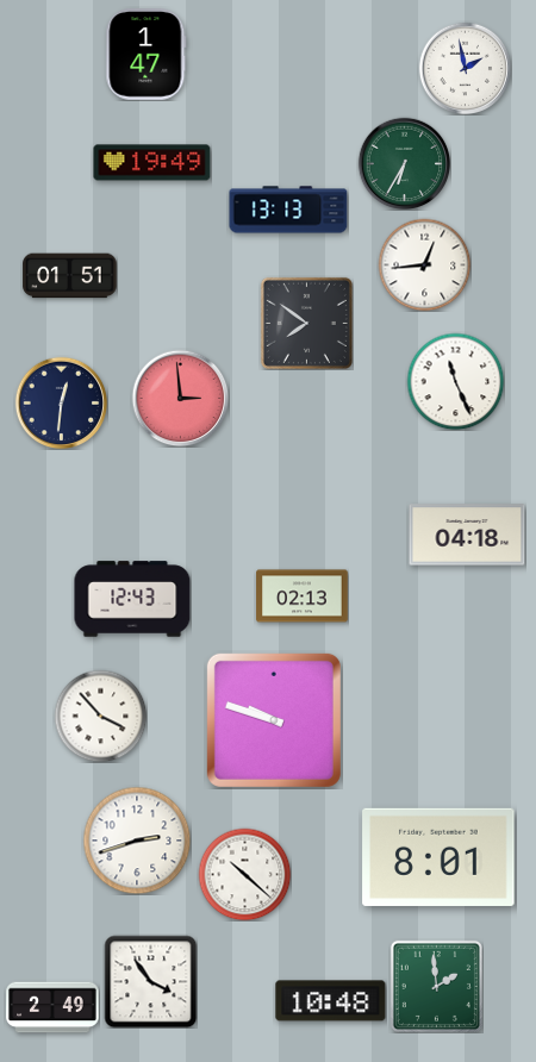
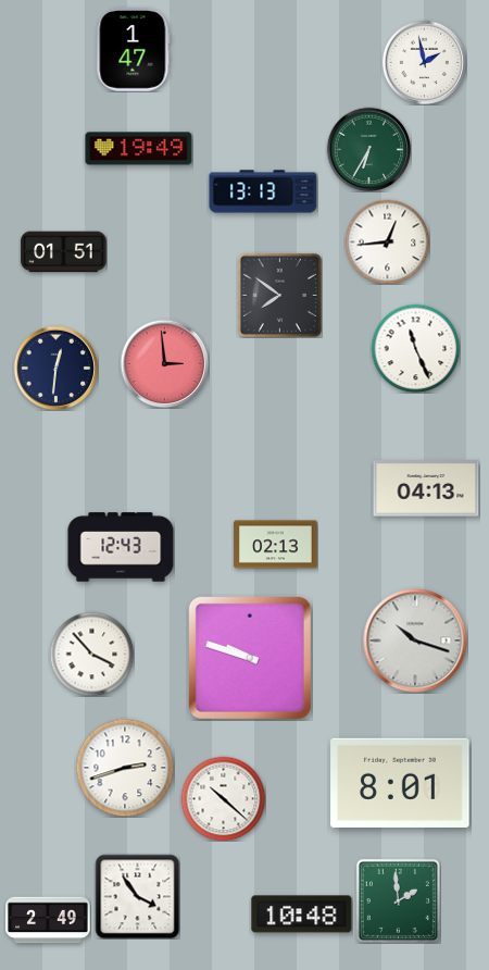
clock at (467, 535): 04:18 -> 04:13
clock at (415, 641): none -> 10:18
